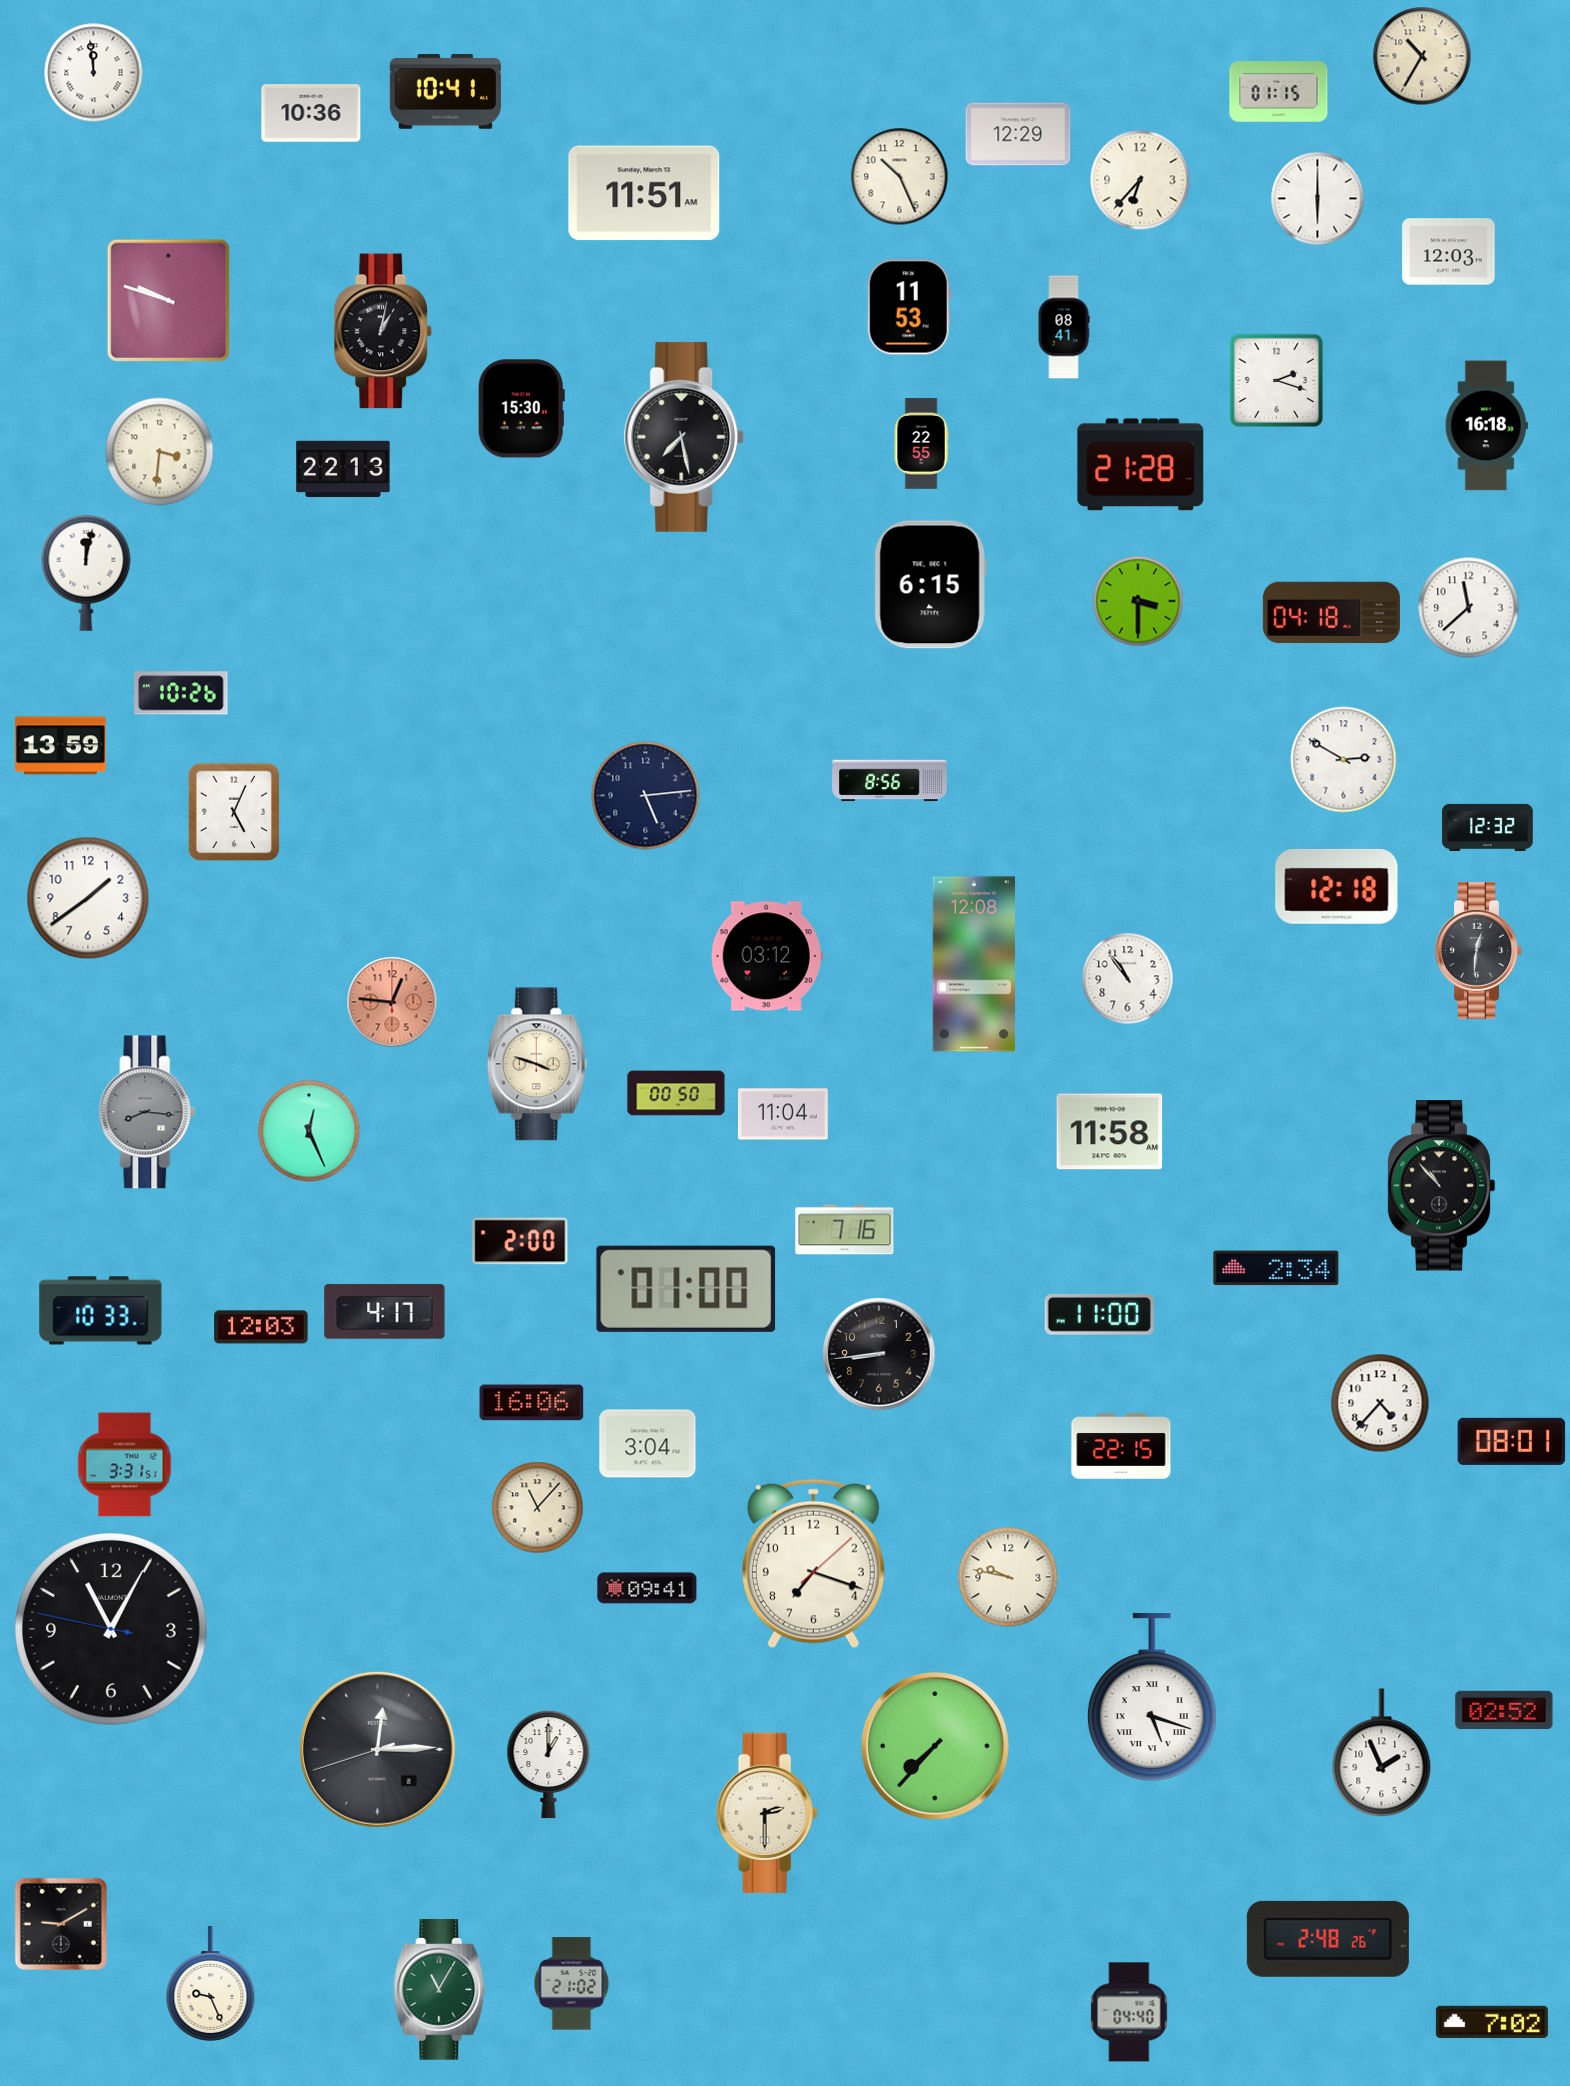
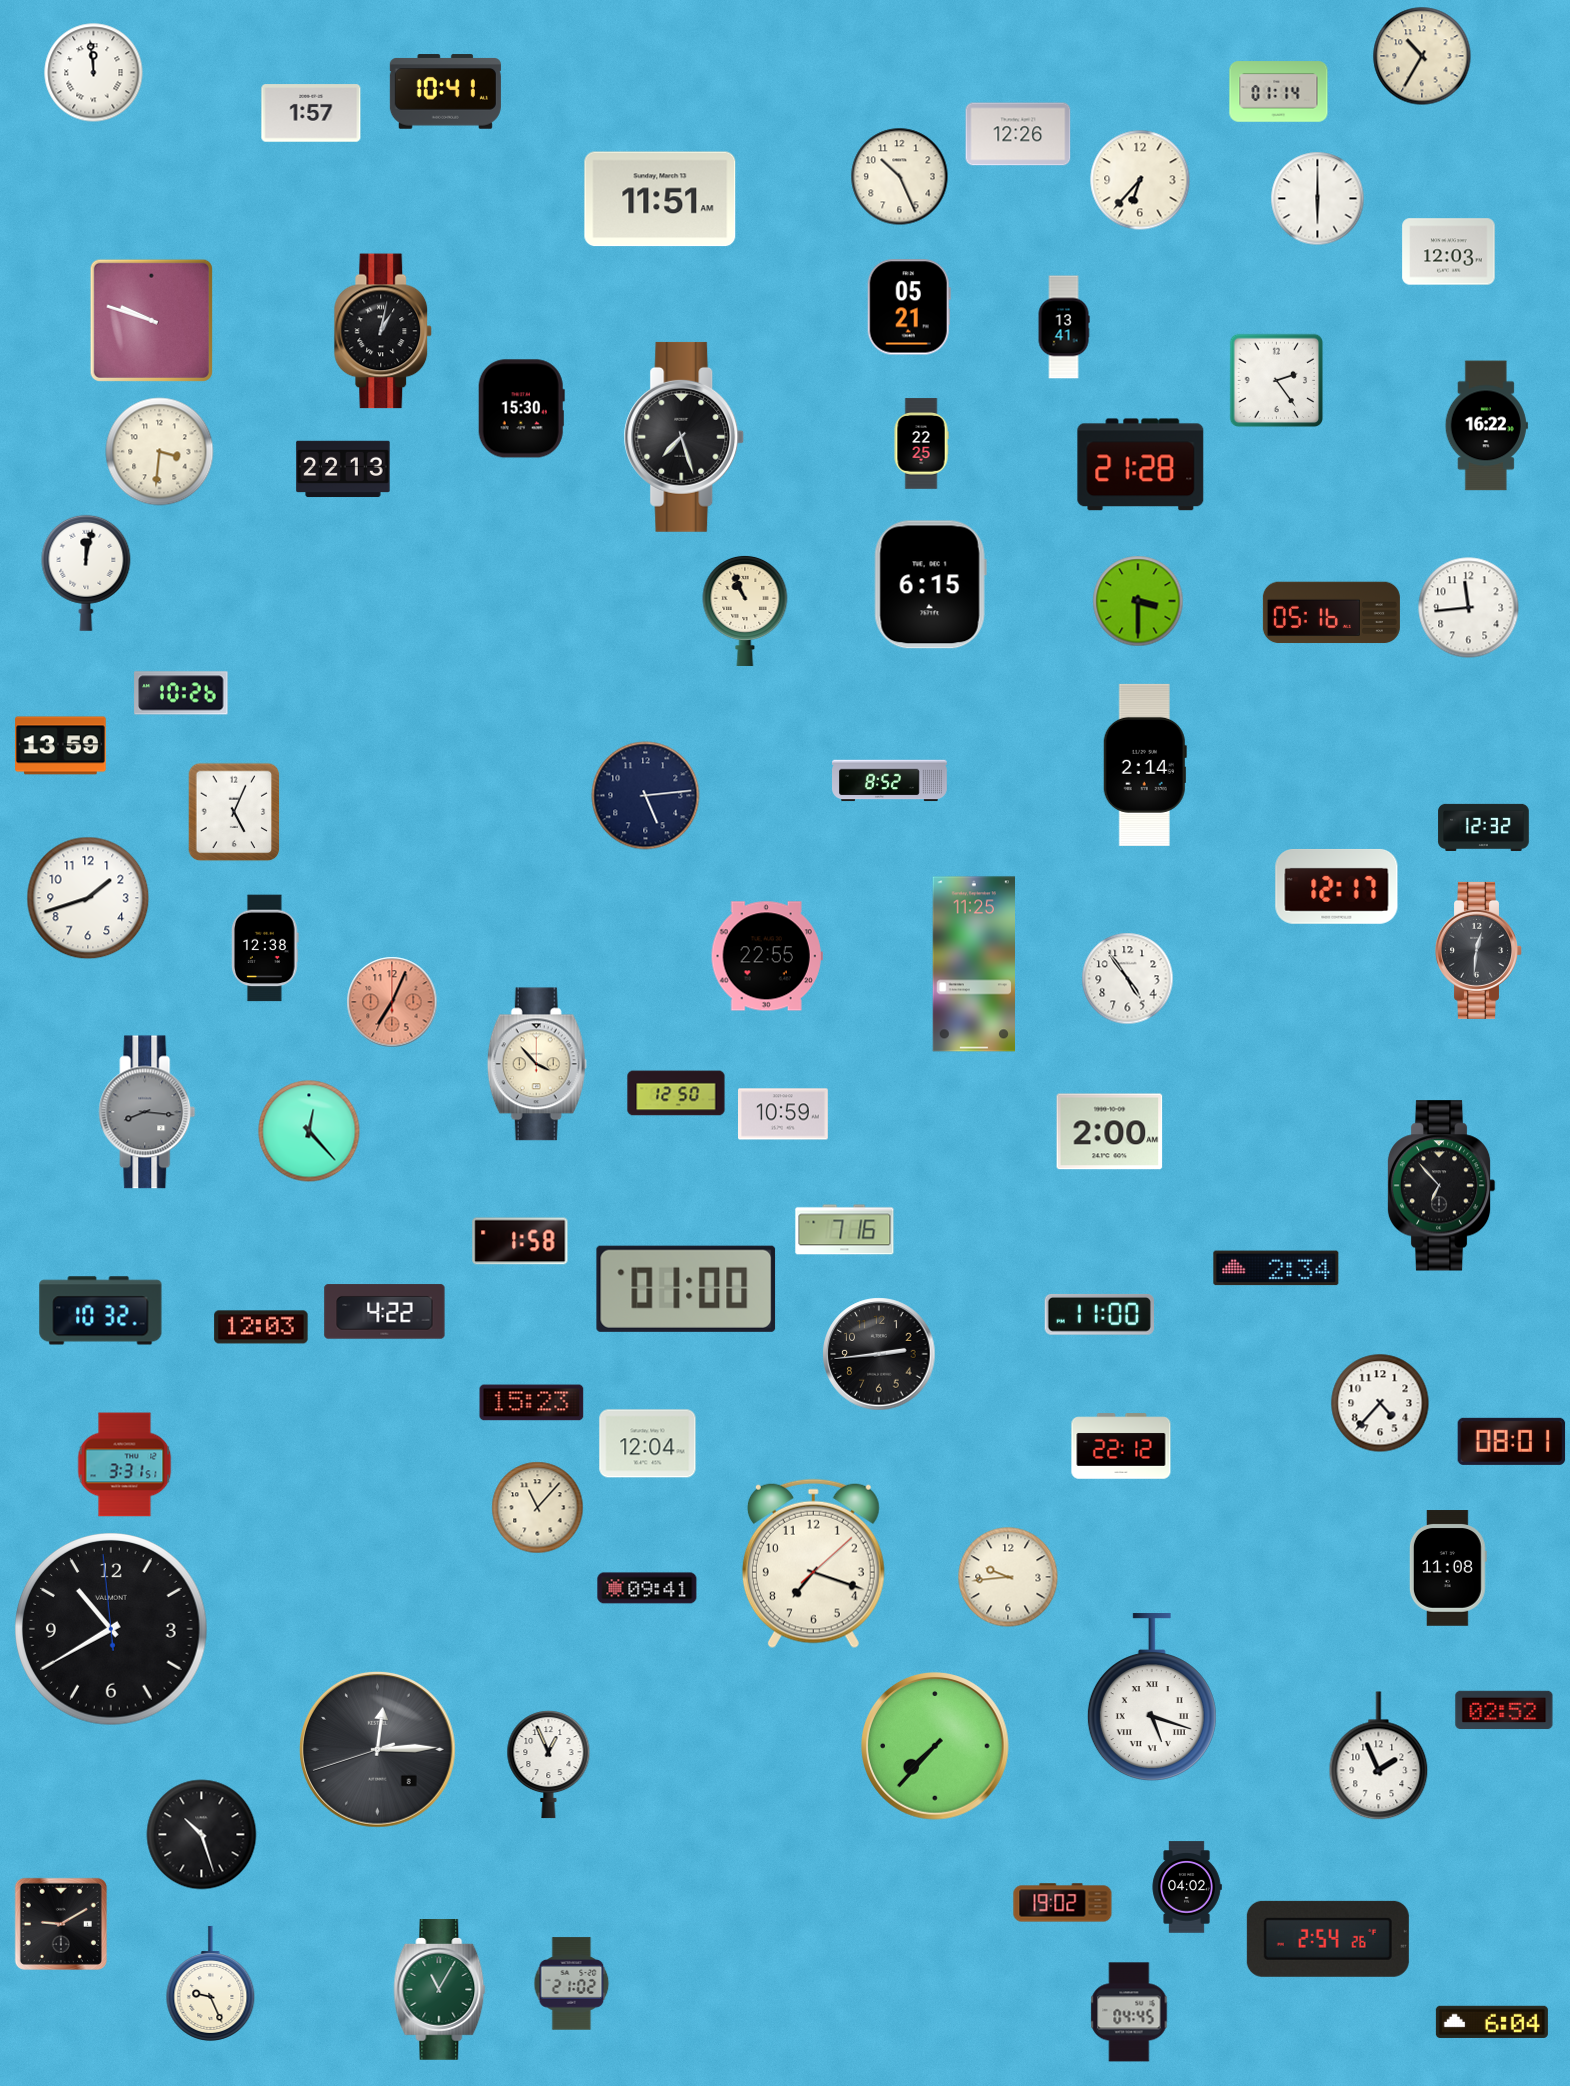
clock at (1279, 92): 01:15 -> 01:14
clock at (311, 113): 10:36 -> 1:57
clock at (1018, 134): 12:29 -> 12:26
clock at (644, 193) position: (644, 193) -> (660, 199)
clock at (168, 300) position: (168, 300) -> (151, 320)
clock at (909, 307): 11:53 -> 05:21
clock at (1064, 327): 08:41 -> 13:41
clock at (1277, 381): 2:18 -> 2:24
clock at (1486, 426): 16:18 -> 16:22
clock at (684, 437): 7:28 -> 7:27
clock at (921, 444): 22:55 -> 22:25
clock at (1469, 608): 11:38 -> 11:44
clock at (745, 610): none -> 10:56
clock at (1331, 613): 04:18 -> 05:16
clock at (1344, 760): 2:50 -> none
clock at (1145, 765): none -> 2:14
clock at (890, 781): 8:56 -> 8:52
clock at (1488, 827) position: (1488, 827) -> (1484, 827)
clock at (1337, 886): 12:18 -> 12:17
clock at (88, 898): 1:39 -> 1:42
clock at (265, 948): none -> 12:38
clock at (767, 956): 03:12 -> 22:55
clock at (973, 964): 12:08 -> 11:25
clock at (1128, 979): 10:54 -> 4:54
clock at (392, 1002): 12:46 -> 7:04
clock at (537, 1064): 3:48 -> 3:53
clock at (676, 1093): 00:50 -> 12:50
clock at (784, 1114): 11:04 -> 10:59
clock at (309, 1131): 12:26 -> 12:23
clock at (1110, 1132): 11:58 -> 2:00
clock at (1441, 1186): 10:53 -> 6:53
clock at (520, 1241): 2:00 -> 1:58
clock at (101, 1311): 10:33 -> 10:32
clock at (385, 1312): 4:17 -> 4:22
clock at (879, 1354): 8:44 -> 2:44
clock at (532, 1403): 16:06 -> 15:23
clock at (648, 1444): 3:04 -> 12:04
clock at (1121, 1446): 22:15 -> 22:12
clock at (1448, 1568): none -> 11:08
clock at (1008, 1577): 9:47 -> 9:44
clock at (112, 1630): 11:04 -> 10:39
clock at (1382, 1753) position: (1382, 1753) -> (1379, 1756)
clock at (549, 1765): 1:00 -> 12:56
clock at (767, 1813): 2:30 -> none
clock at (202, 1835): none -> 10:27
clock at (1187, 1887): none -> 04:02
clock at (1063, 1903): none -> 19:02
clock at (1328, 1939): 2:48 -> 2:54
clock at (1129, 2012): 04:40 -> 04:45
clock at (1492, 2022): 7:02 -> 6:04
